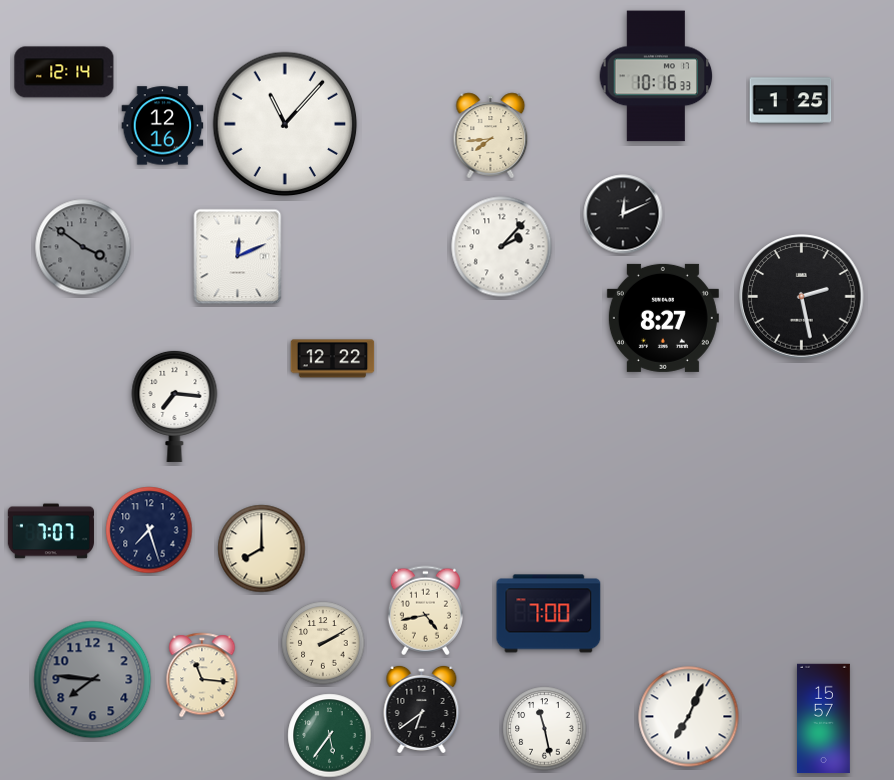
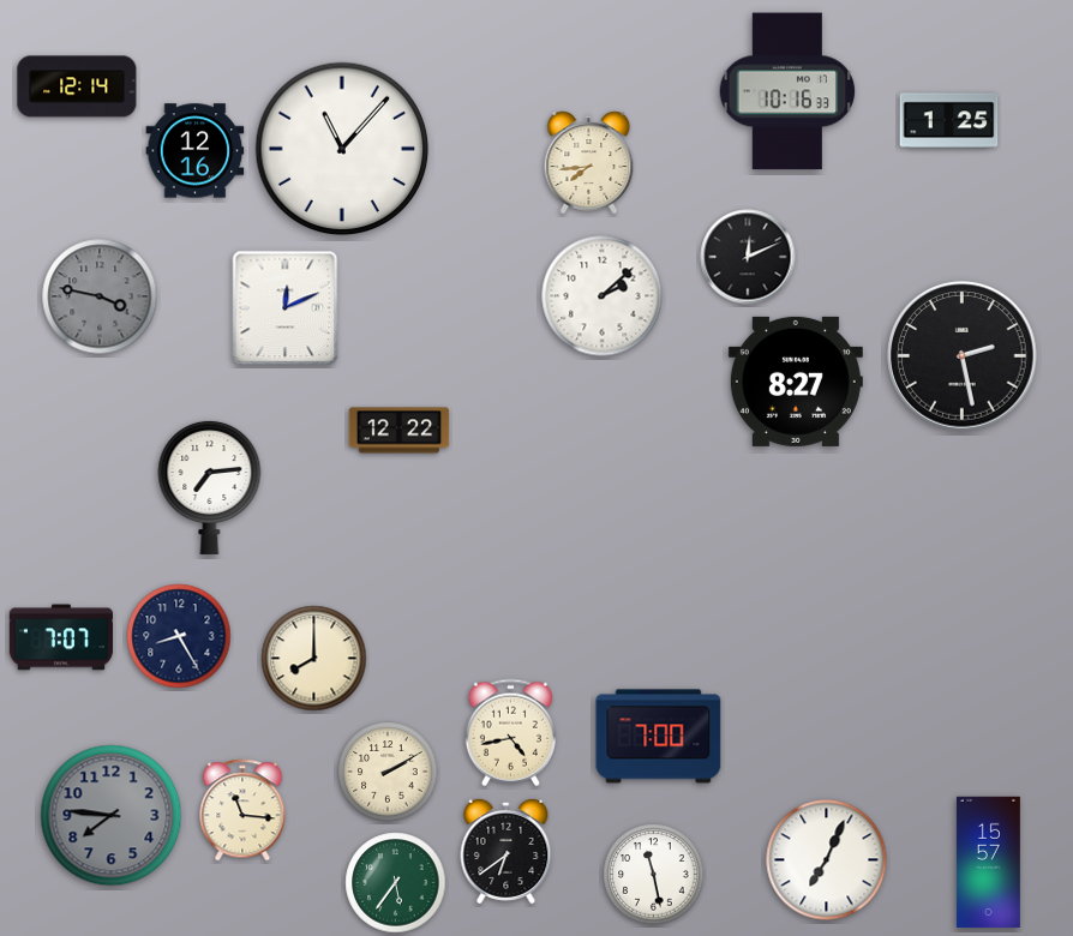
clock at (83, 247): 3:51 -> 3:47
clock at (502, 247): 2:07 -> 2:08
clock at (175, 406): 7:16 -> 7:14
clock at (149, 530): 7:27 -> 8:25
